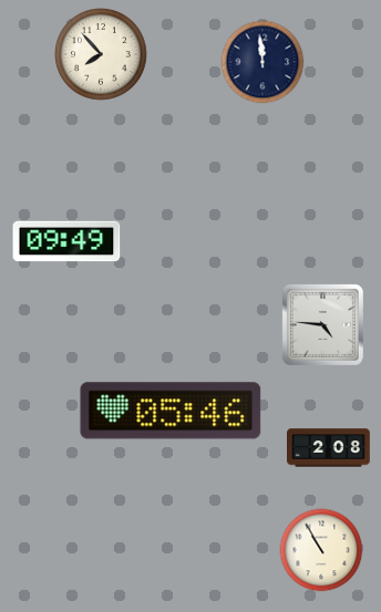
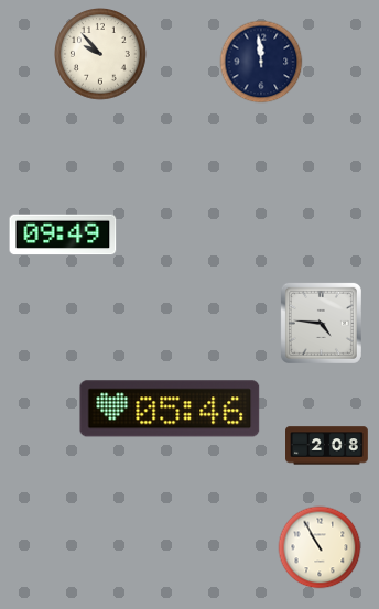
clock at (102, 55): 7:53 -> 9:53
clock at (66, 241) position: (66, 241) -> (63, 235)
